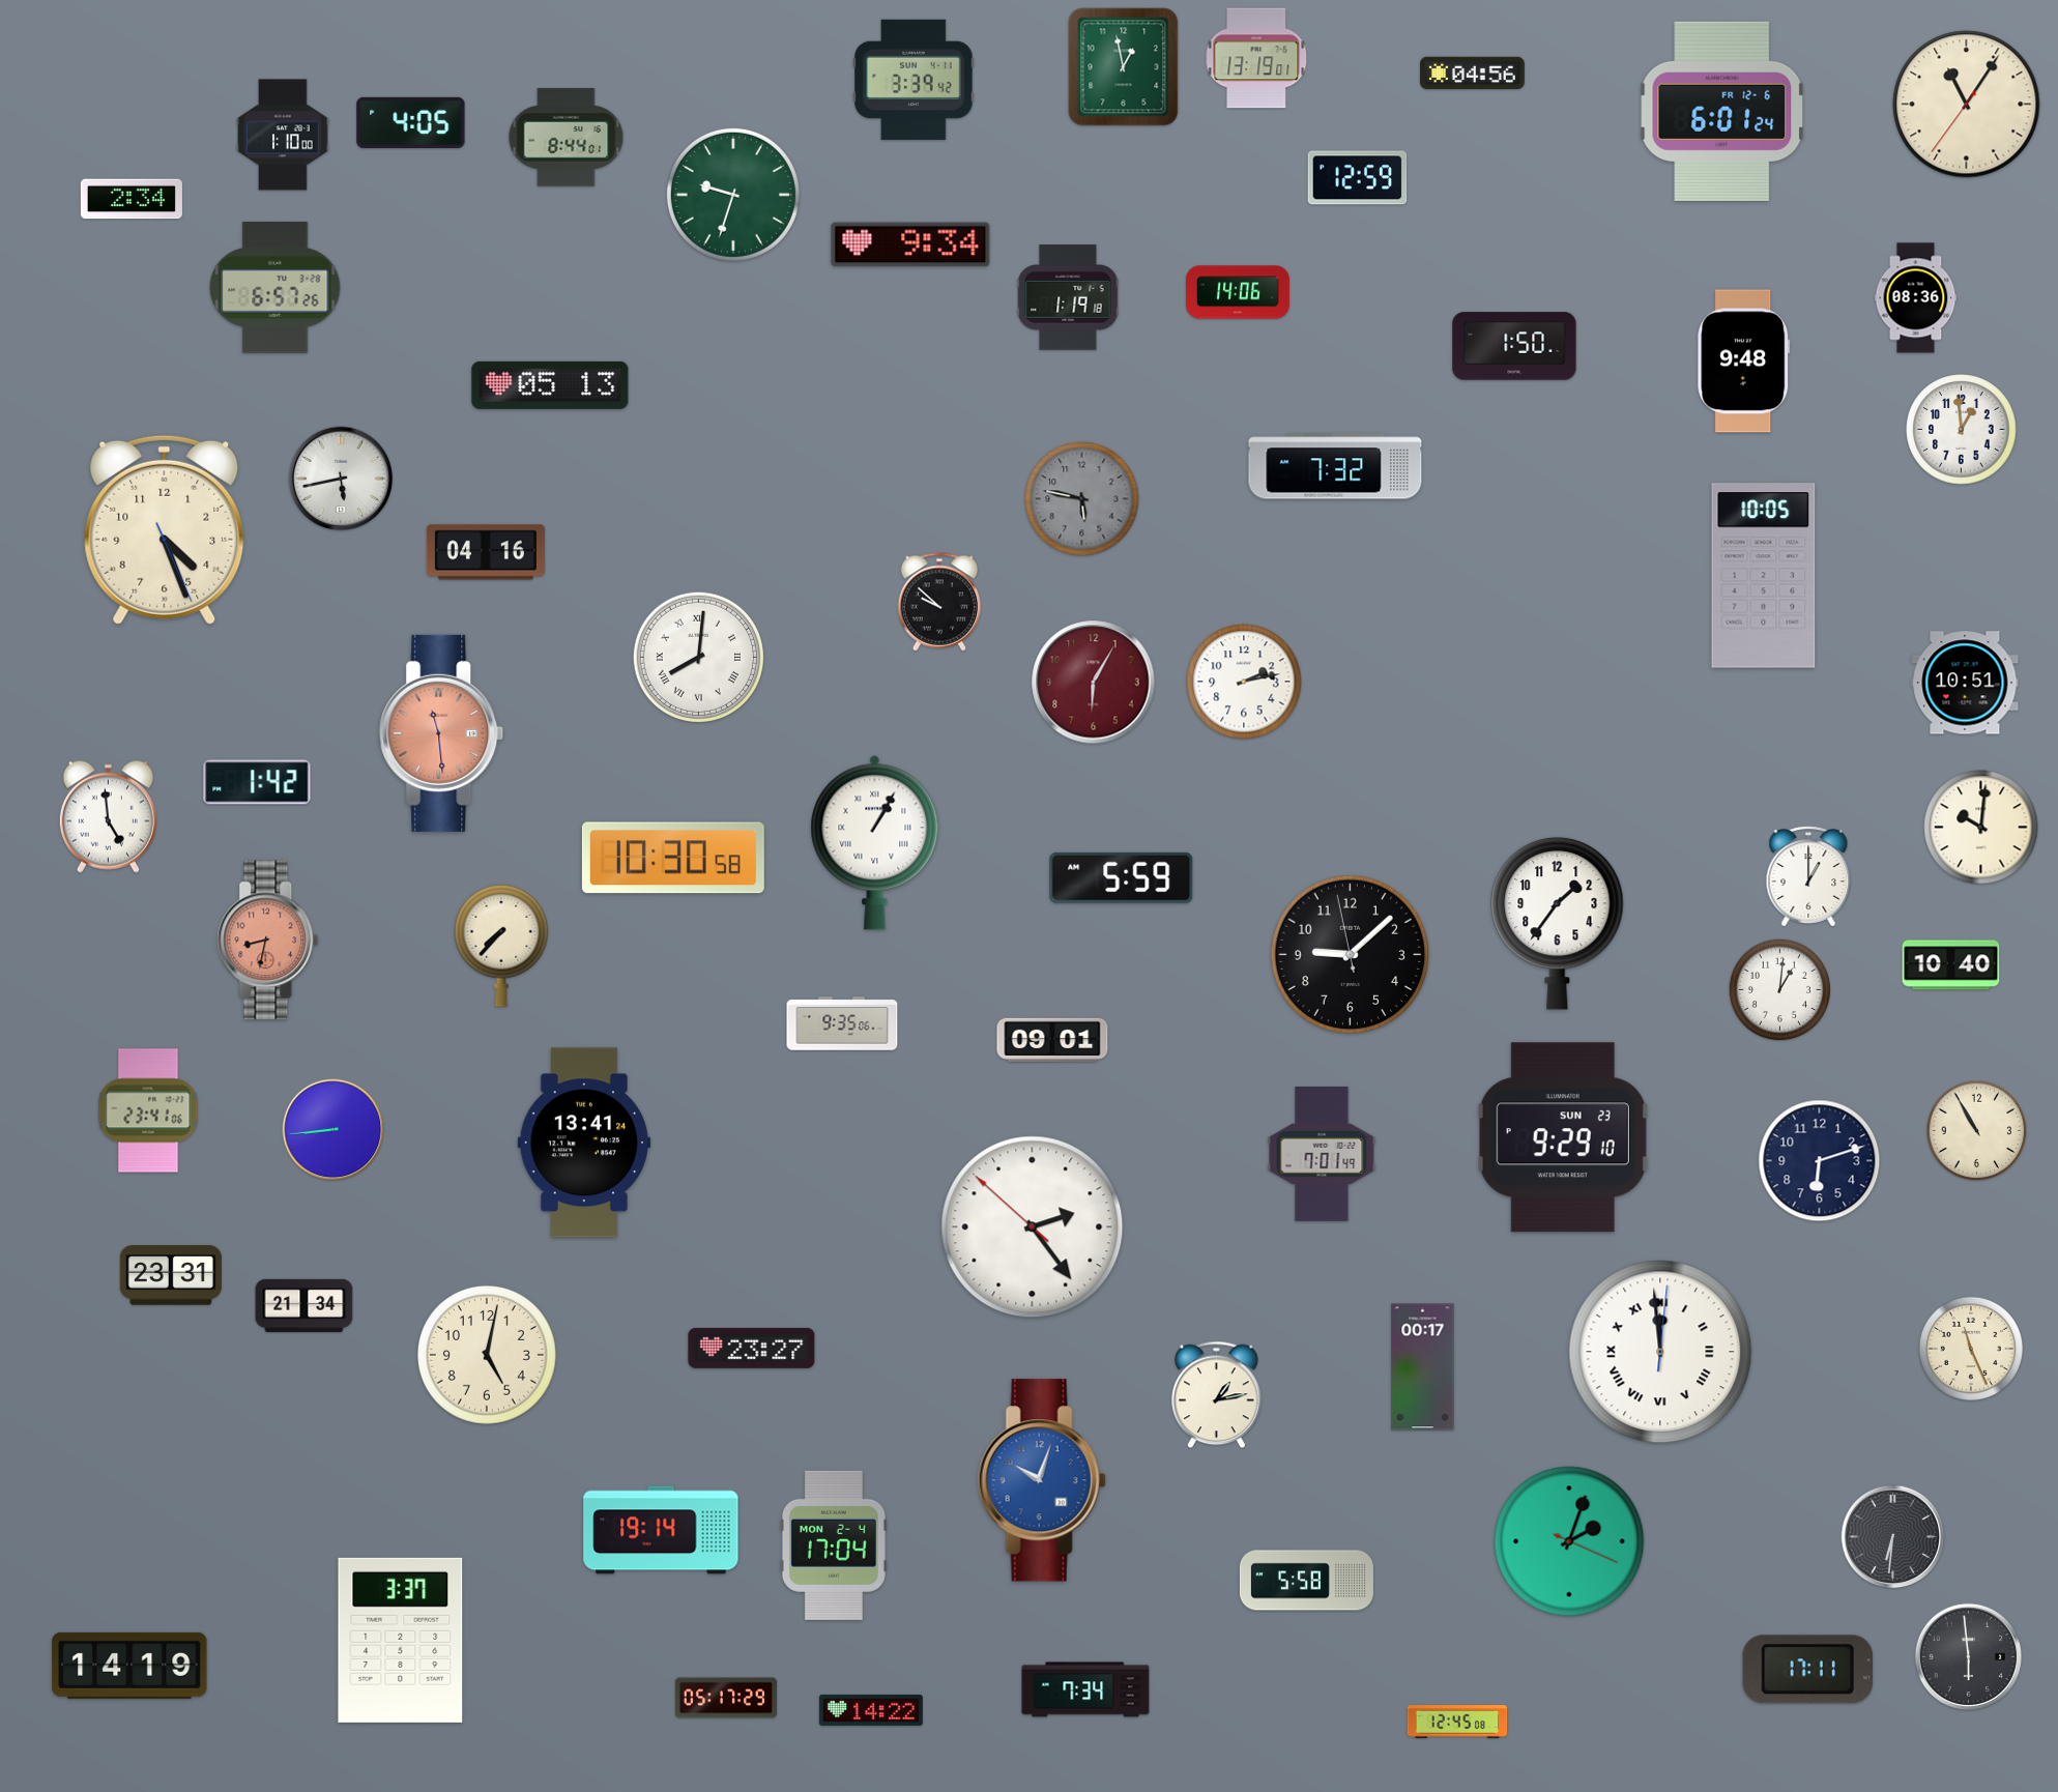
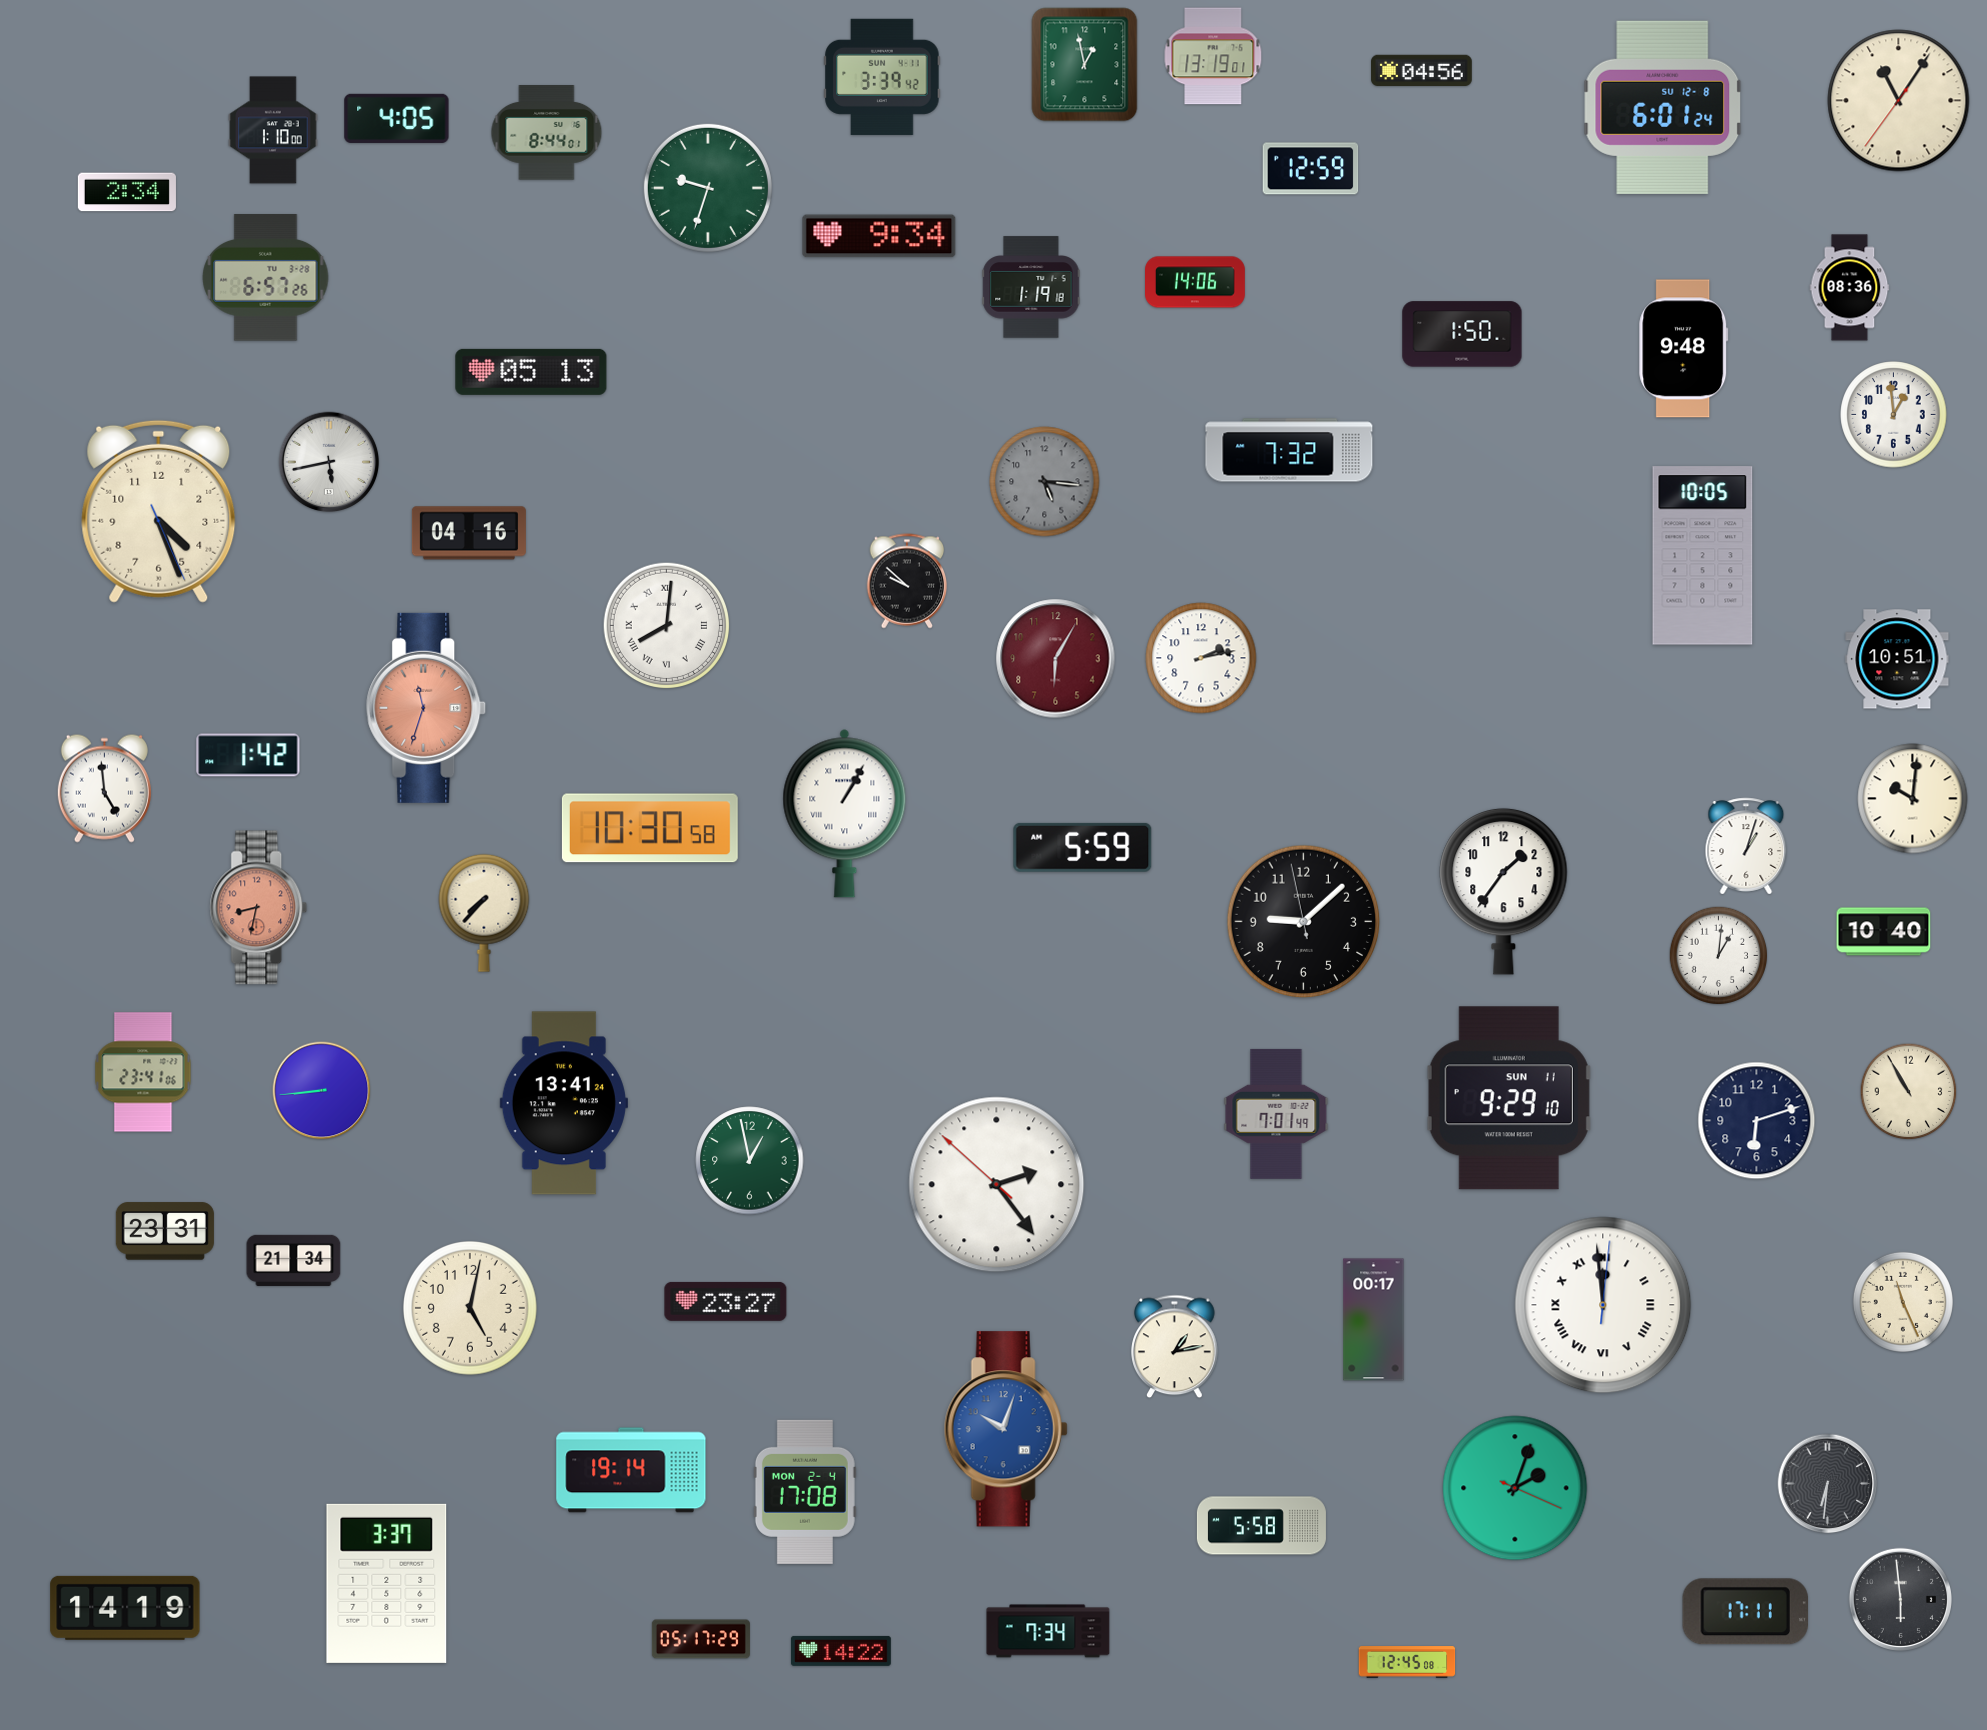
clock at (1722, 111) date: FR 12-6 -> SU 12-8
clock at (1358, 178) position: (1358, 178) -> (1311, 169)
clock at (1082, 499): 5:47 -> 5:16
clock at (698, 657) position: (698, 657) -> (666, 625)
clock at (441, 733): 11:29 -> 11:33
clock at (1808, 876): 1:00 -> 1:03
clock at (842, 1023): 9:35 -> none
clock at (1052, 1040): 09:01 -> none
clock at (1563, 1137) date: SUN 23 -> SUN 11
clock at (750, 1161): none -> 12:58
clock at (661, 1530) position: (661, 1530) -> (631, 1470)
clock at (834, 1545): 17:04 -> 17:08
